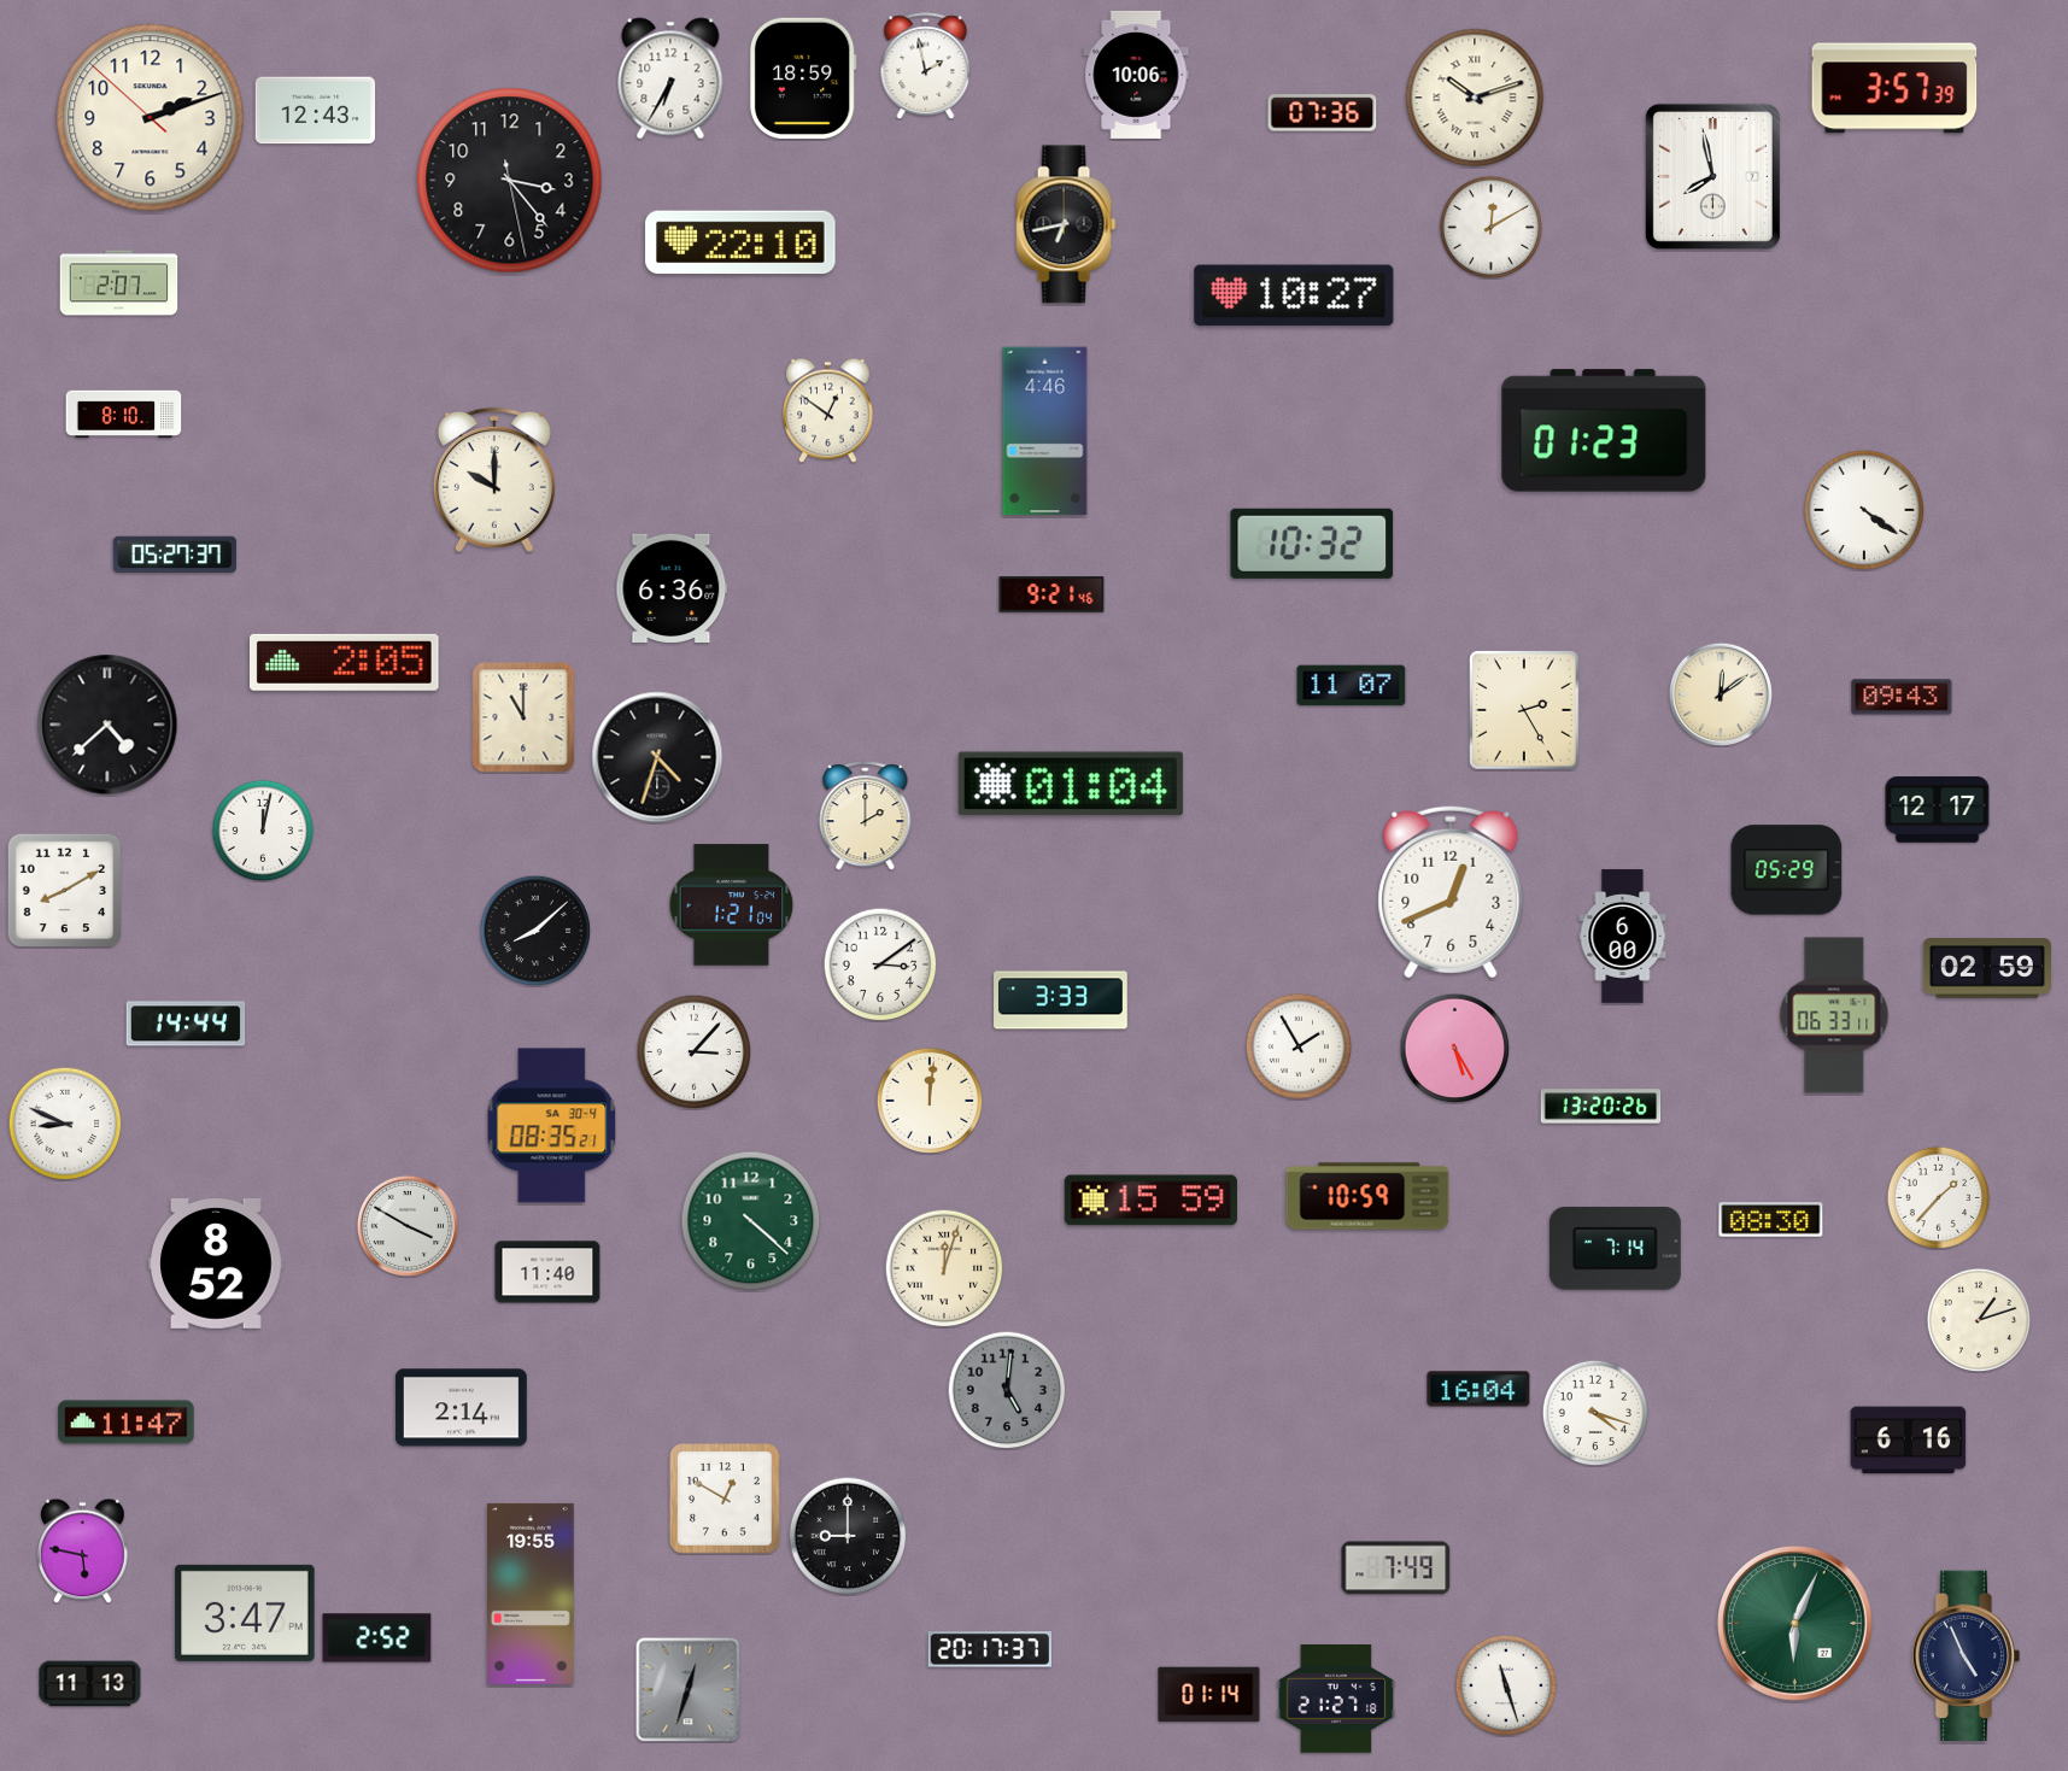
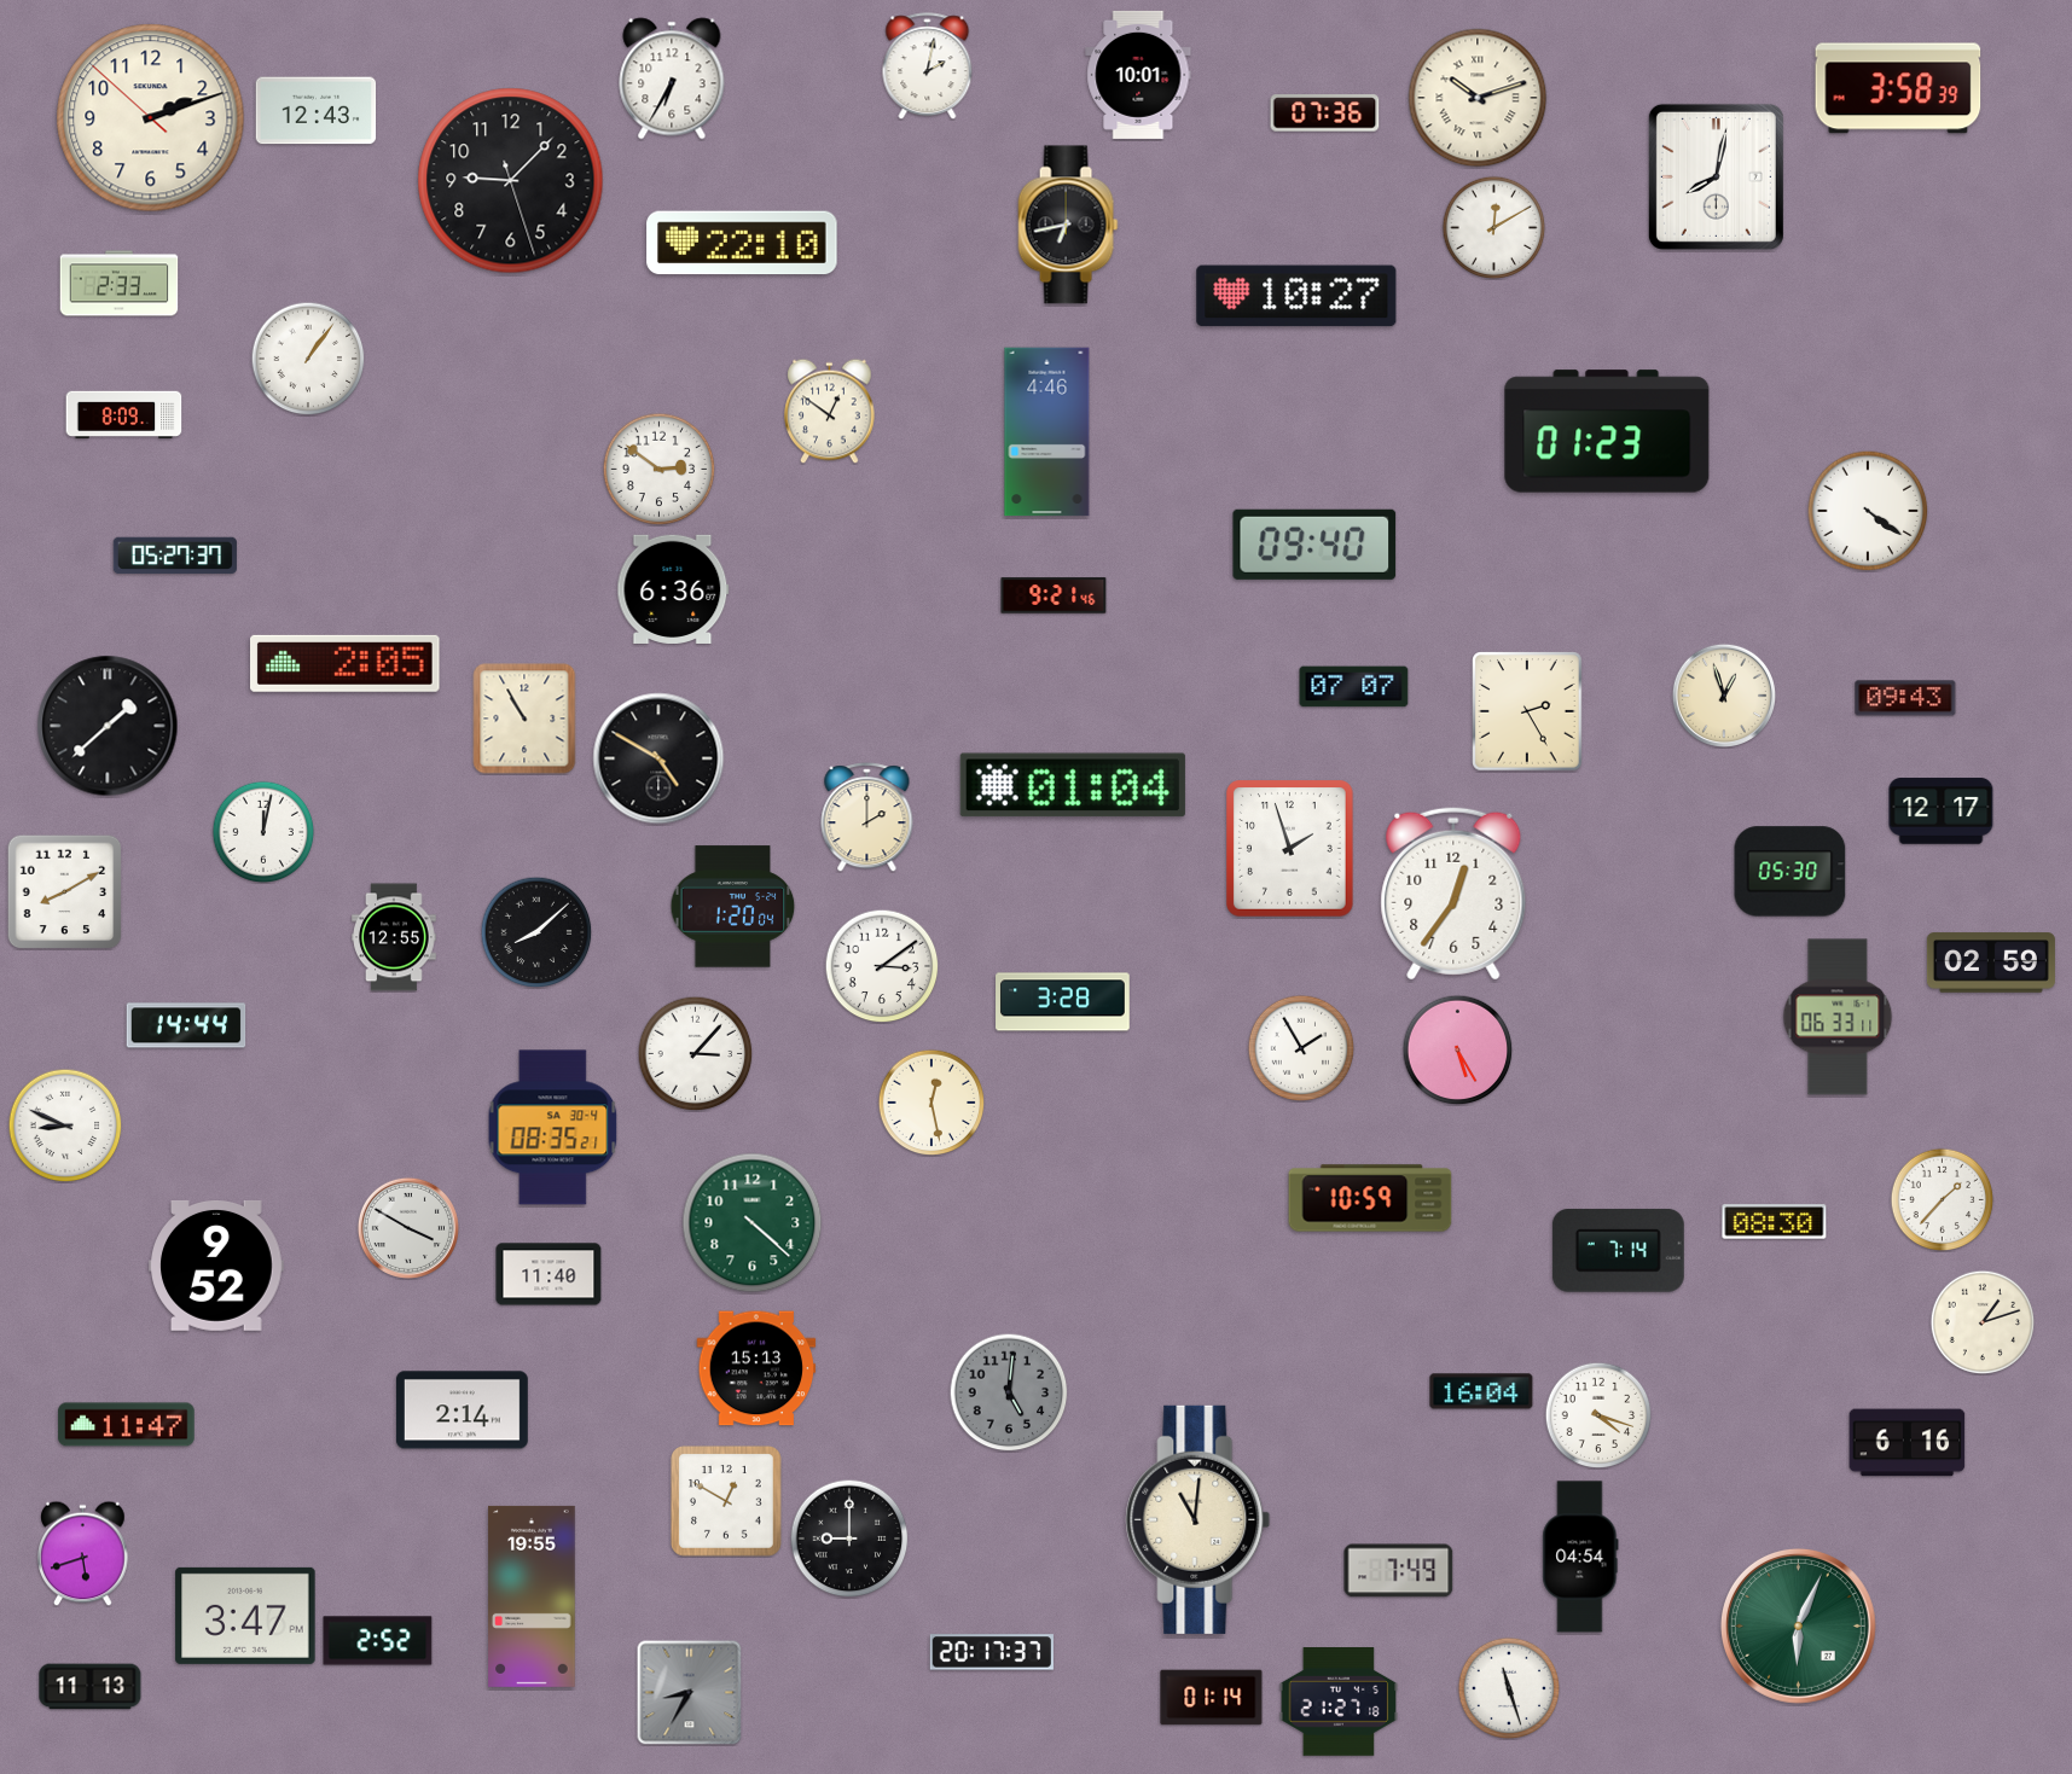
clock at (926, 66): 1:58 -> 2:02
clock at (1136, 75): 10:06 -> 10:01
clock at (803, 78): 18:59 -> none
clock at (1894, 88): 3:57 -> 3:58
clock at (1712, 176): 7:58 -> 8:02
clock at (510, 181): 3:23 -> 9:07
clock at (119, 283): 2:07 -> 2:33
clock at (308, 359): none -> 1:06
clock at (124, 415): 8:10 -> 8:09
clock at (658, 469): none -> 2:51
clock at (494, 480): 10:00 -> none
clock at (1312, 544): 10:32 -> 09:40
clock at (1352, 686): 11:07 -> 07:07
clock at (1720, 693): 12:09 -> 12:57
clock at (523, 717): 11:00 -> 10:55
clock at (107, 725): 4:38 -> 1:38
clock at (657, 757): 4:33 -> 4:50
clock at (1290, 849): none -> 1:57
clock at (1787, 870): 05:29 -> 05:30
clock at (1451, 892): 12:41 -> 12:36
clock at (732, 905): 1:21 -> 1:20
clock at (394, 937): none -> 12:55
clock at (1623, 937): 6:00 -> none
clock at (1987, 968) position: (1987, 968) -> (1991, 962)
clock at (1061, 1001): 3:33 -> 3:28
clock at (930, 1101): 12:01 -> 12:28
clock at (1601, 1107): 13:20 -> none
clock at (1150, 1201): 15:59 -> none
clock at (216, 1263): 8:52 -> 9:52
clock at (944, 1268): 12:03 -> none
clock at (756, 1368): none -> 15:13
clock at (1909, 1441) position: (1909, 1441) -> (1908, 1443)
clock at (1198, 1519): none -> 11:01
clock at (83, 1550): 5:47 -> 5:42
clock at (1580, 1557): none -> 04:54
clock at (1967, 1656): 4:56 -> none
clock at (687, 1689): 12:33 -> 8:35
